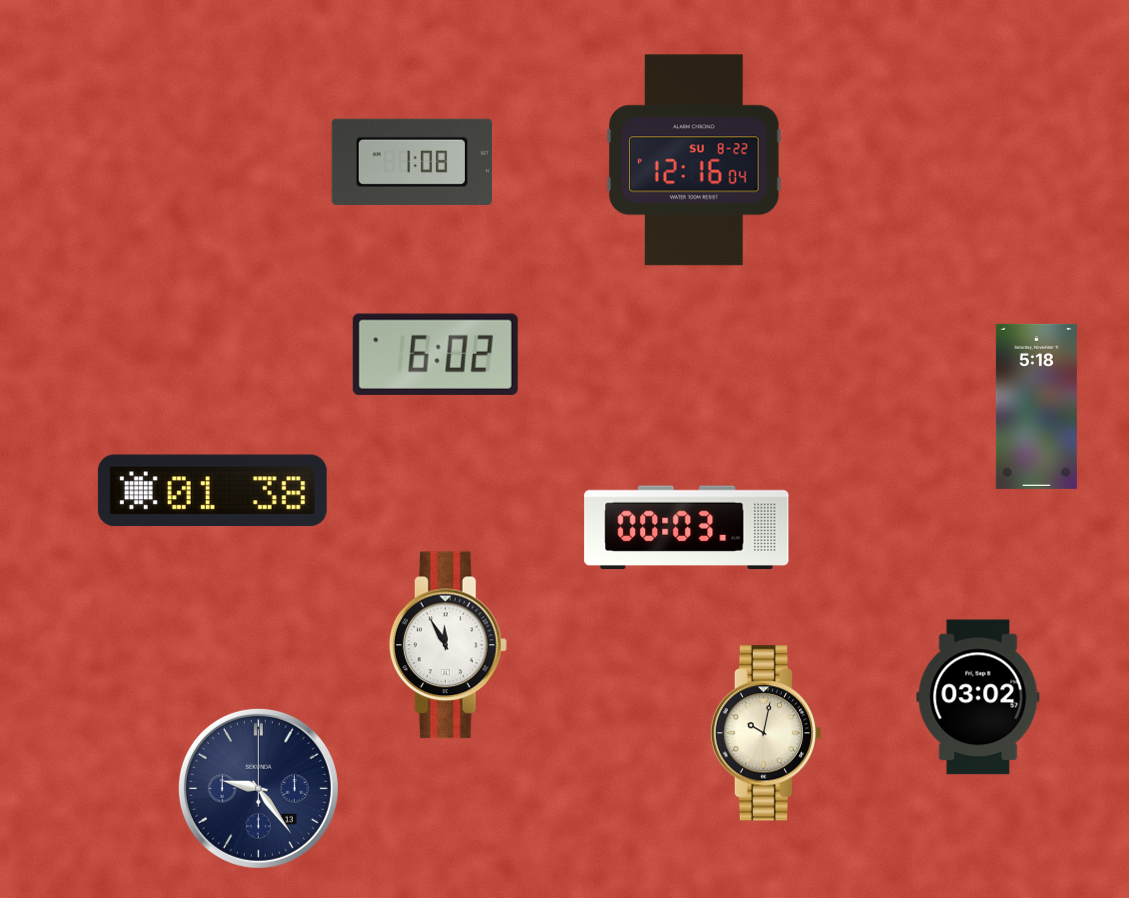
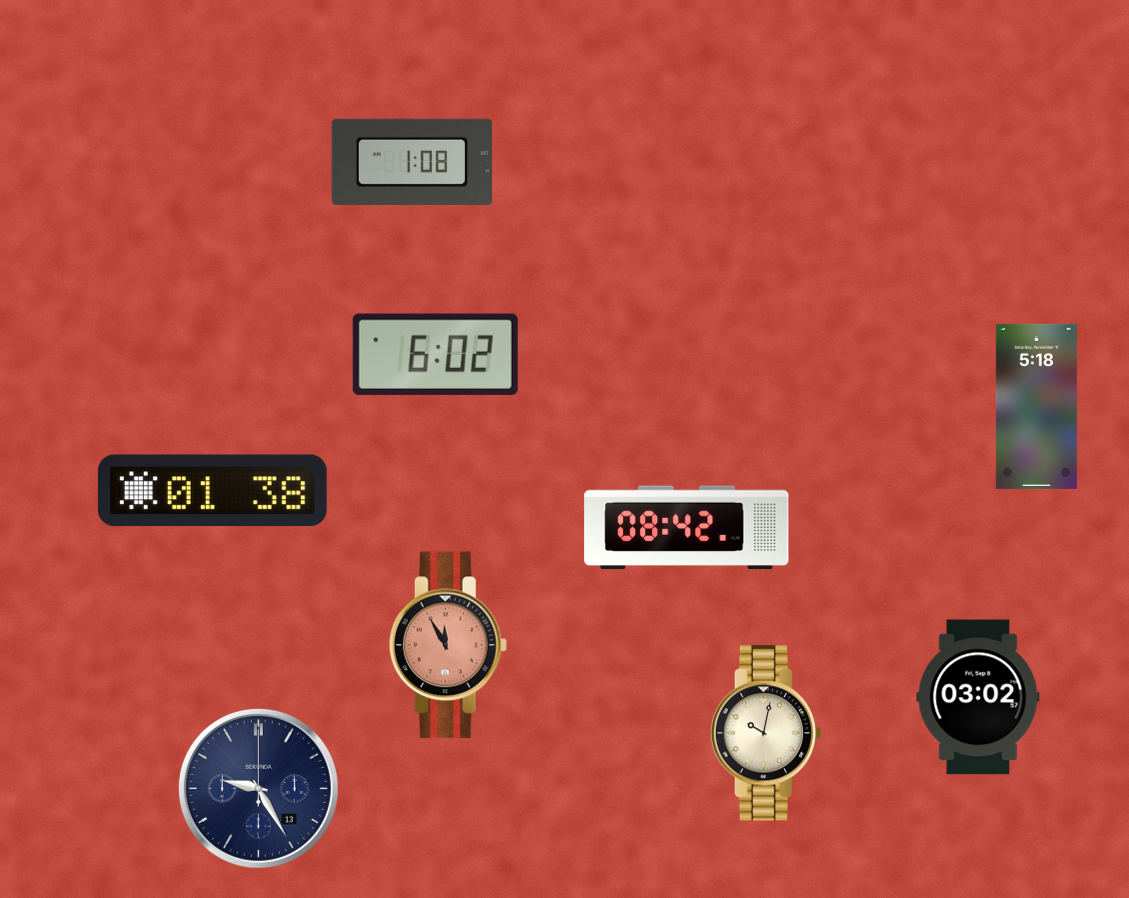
clock at (694, 160): 12:16 -> none
clock at (687, 528): 00:03 -> 08:42
clock at (448, 645) dial: white -> salmon
clock at (258, 788): 9:24 -> 9:25
